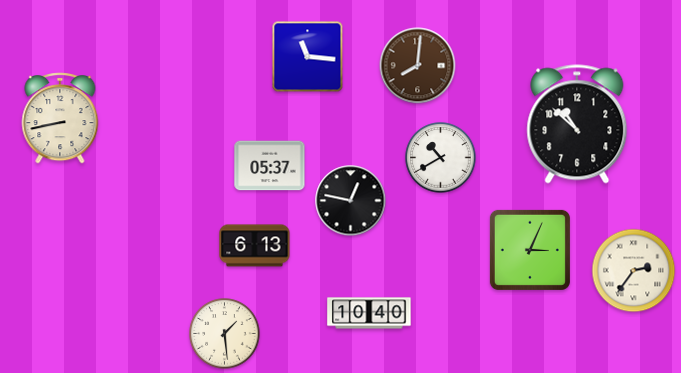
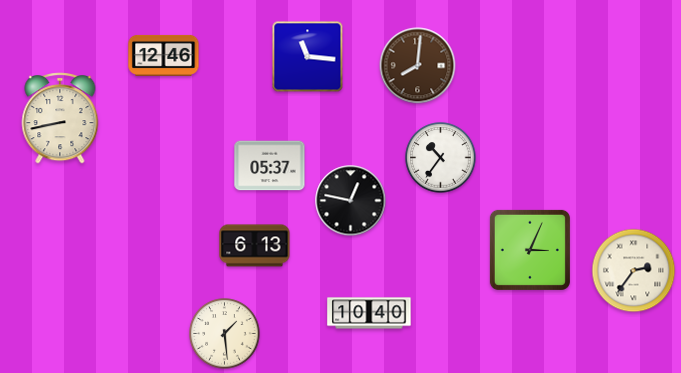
clock at (164, 55): none -> 12:46
clock at (577, 124): 10:52 -> none
clock at (441, 158): 10:40 -> 10:36
